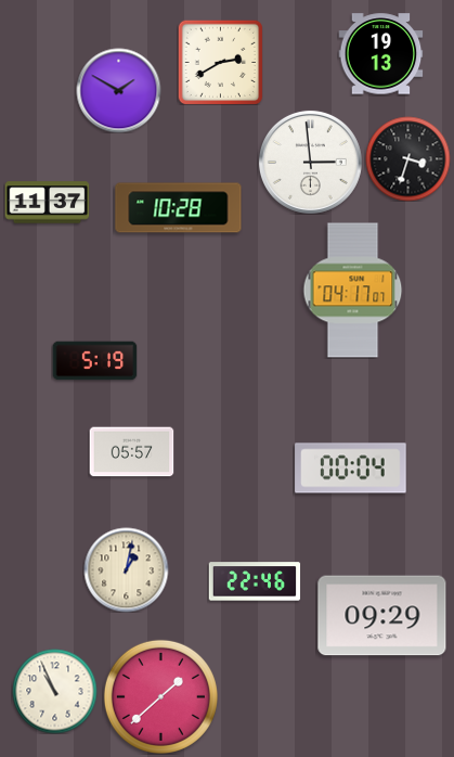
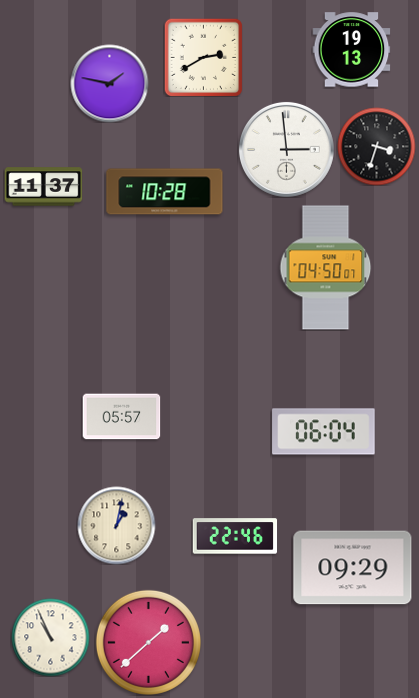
clock at (118, 90): 1:50 -> 1:47
clock at (353, 291): 04:17 -> 04:50
clock at (94, 361): 5:19 -> none
clock at (351, 469): 00:04 -> 06:04
